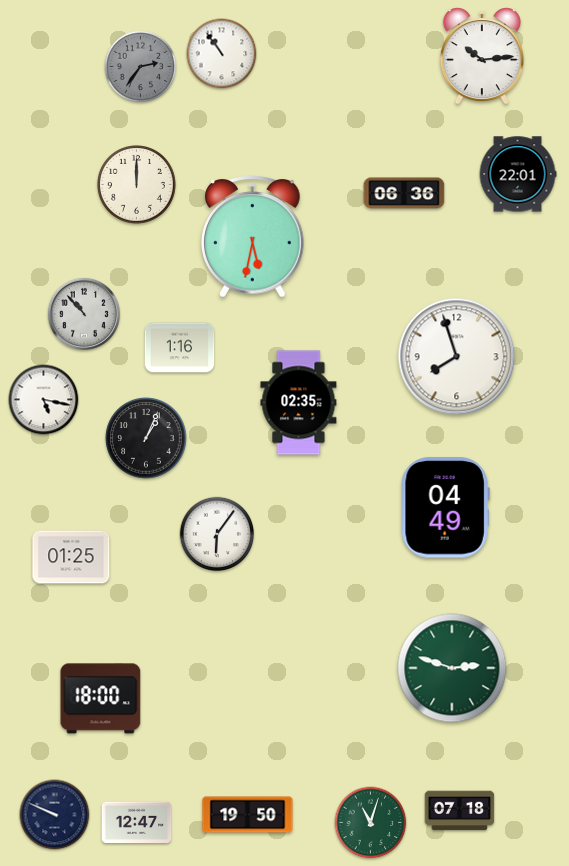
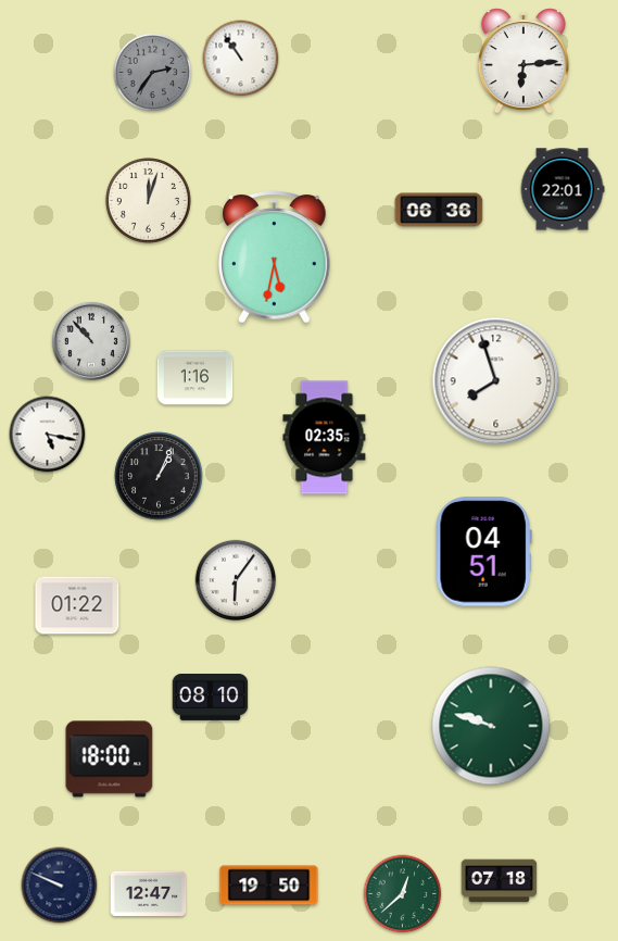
clock at (482, 56): 10:14 -> 6:14
clock at (137, 185): 12:00 -> 12:03
clock at (457, 357) position: (457, 357) -> (496, 381)
clock at (445, 508): 04:49 -> 04:51
clock at (71, 557): 01:25 -> 01:22
clock at (211, 698): none -> 08:10
clock at (452, 668): 2:48 -> 9:48
clock at (371, 823): 11:03 -> 12:38
